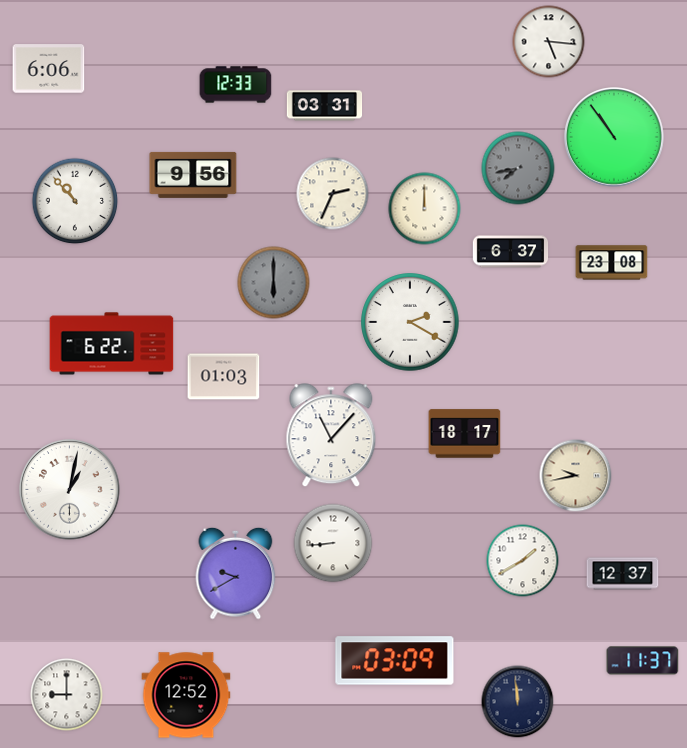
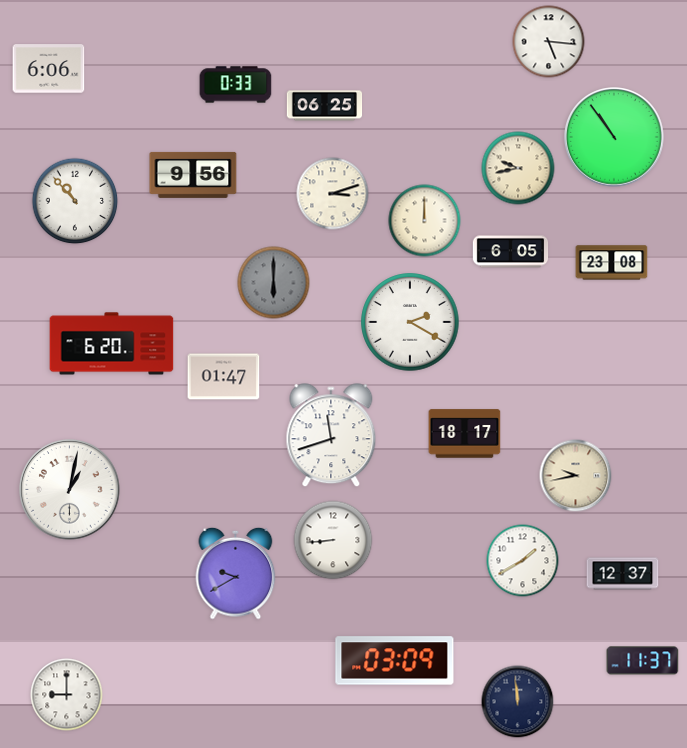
clock at (236, 85): 12:33 -> 0:33
clock at (325, 106): 03:31 -> 06:25
clock at (518, 168): 7:43 -> 9:43
clock at (518, 168) dial: grey -> cream
clock at (333, 194): 2:34 -> 3:12
clock at (425, 209) position: (425, 209) -> (425, 221)
clock at (511, 252): 6:37 -> 6:05
clock at (112, 344): 6:22 -> 6:20
clock at (224, 377): 01:03 -> 01:47
clock at (331, 436): 11:07 -> 11:42
clock at (333, 543) position: (333, 543) -> (333, 540)
clock at (186, 695): 12:52 -> none
